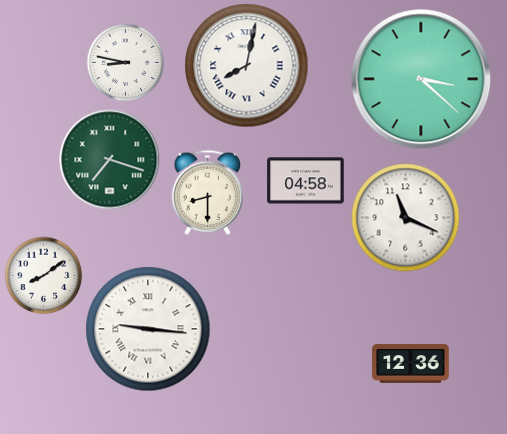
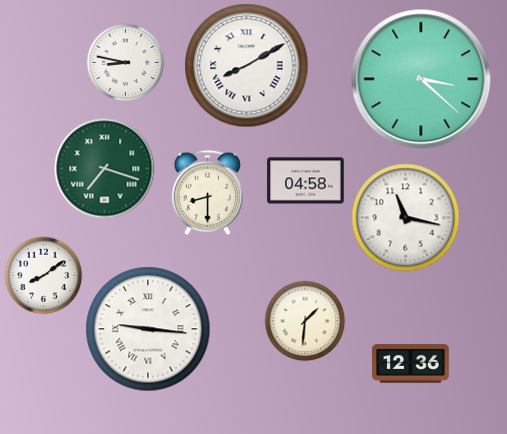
clock at (247, 66): 8:02 -> 8:10
clock at (110, 160) position: (110, 160) -> (105, 169)
clock at (406, 218): 11:19 -> 11:17
clock at (305, 321): none -> 1:31
